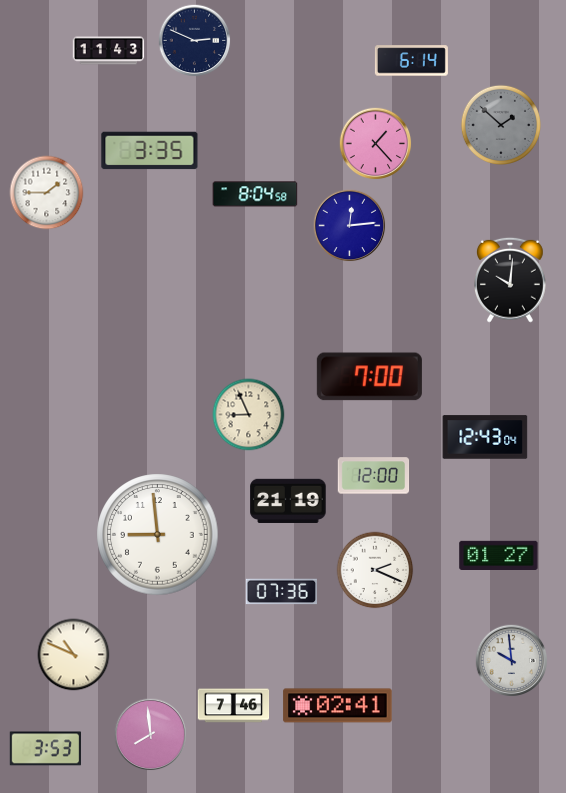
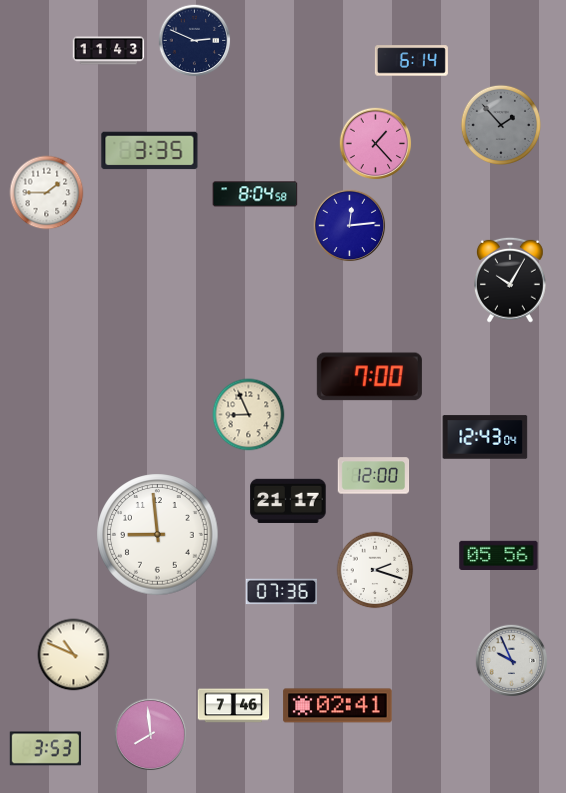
clock at (500, 124): 1:52 -> 1:53
clock at (511, 280): 10:01 -> 10:05
clock at (288, 501): 21:19 -> 21:17
clock at (499, 555): 01:27 -> 05:56
clock at (375, 570): 2:19 -> 2:18
clock at (512, 661): 9:59 -> 9:56
